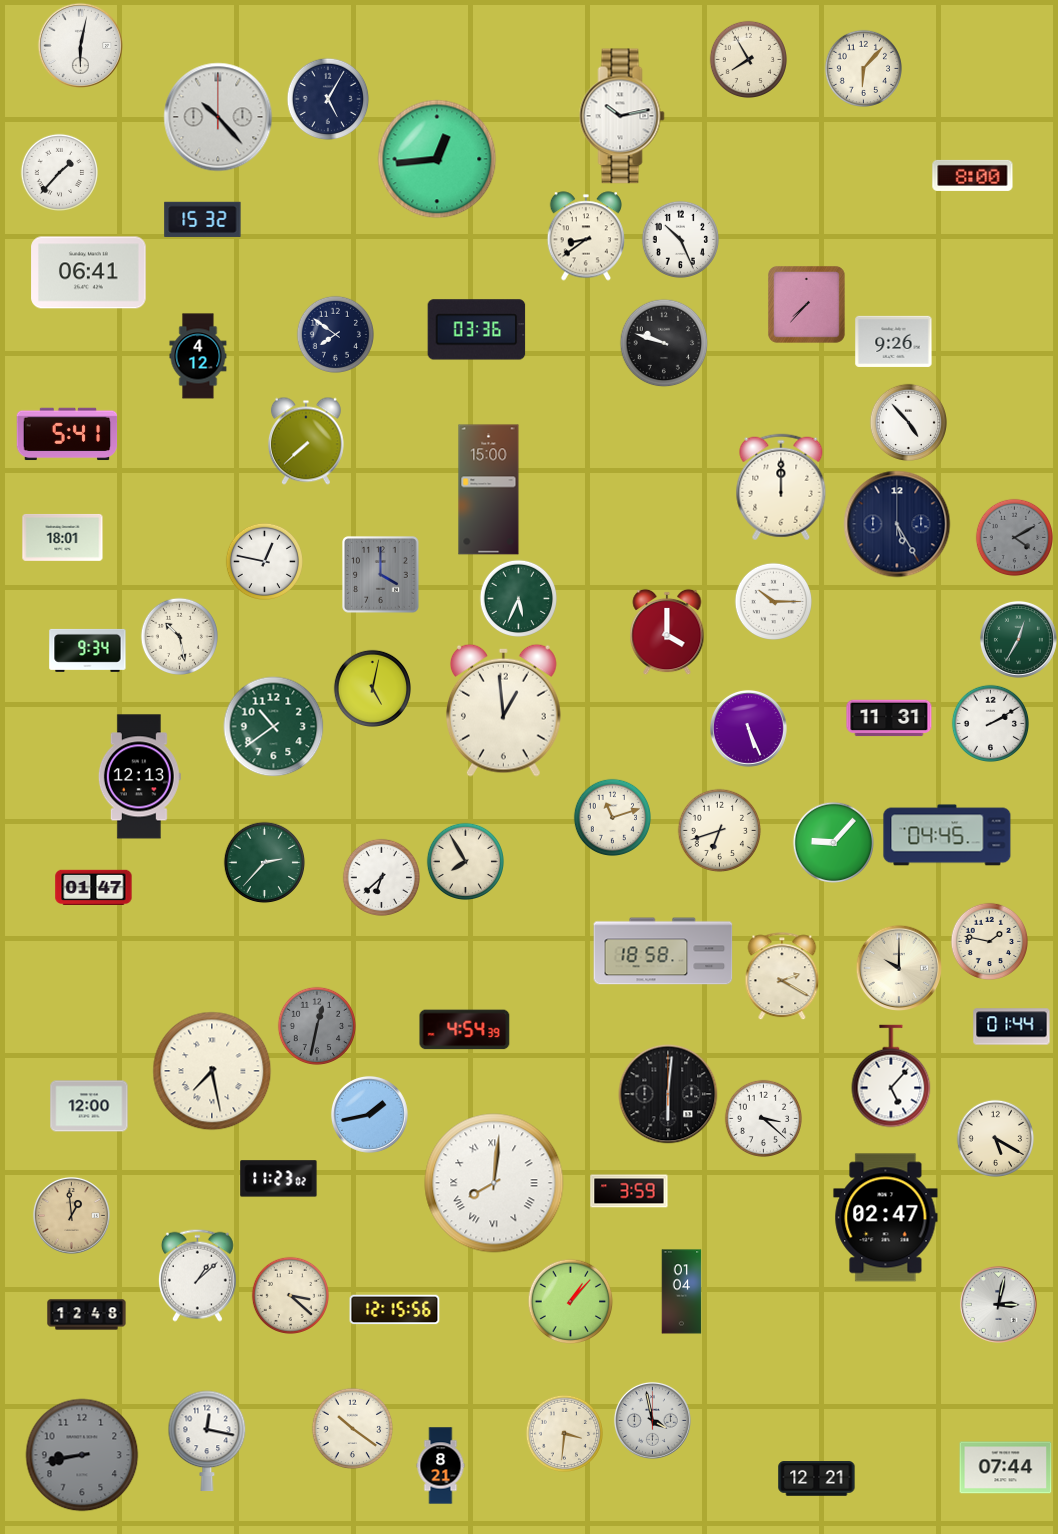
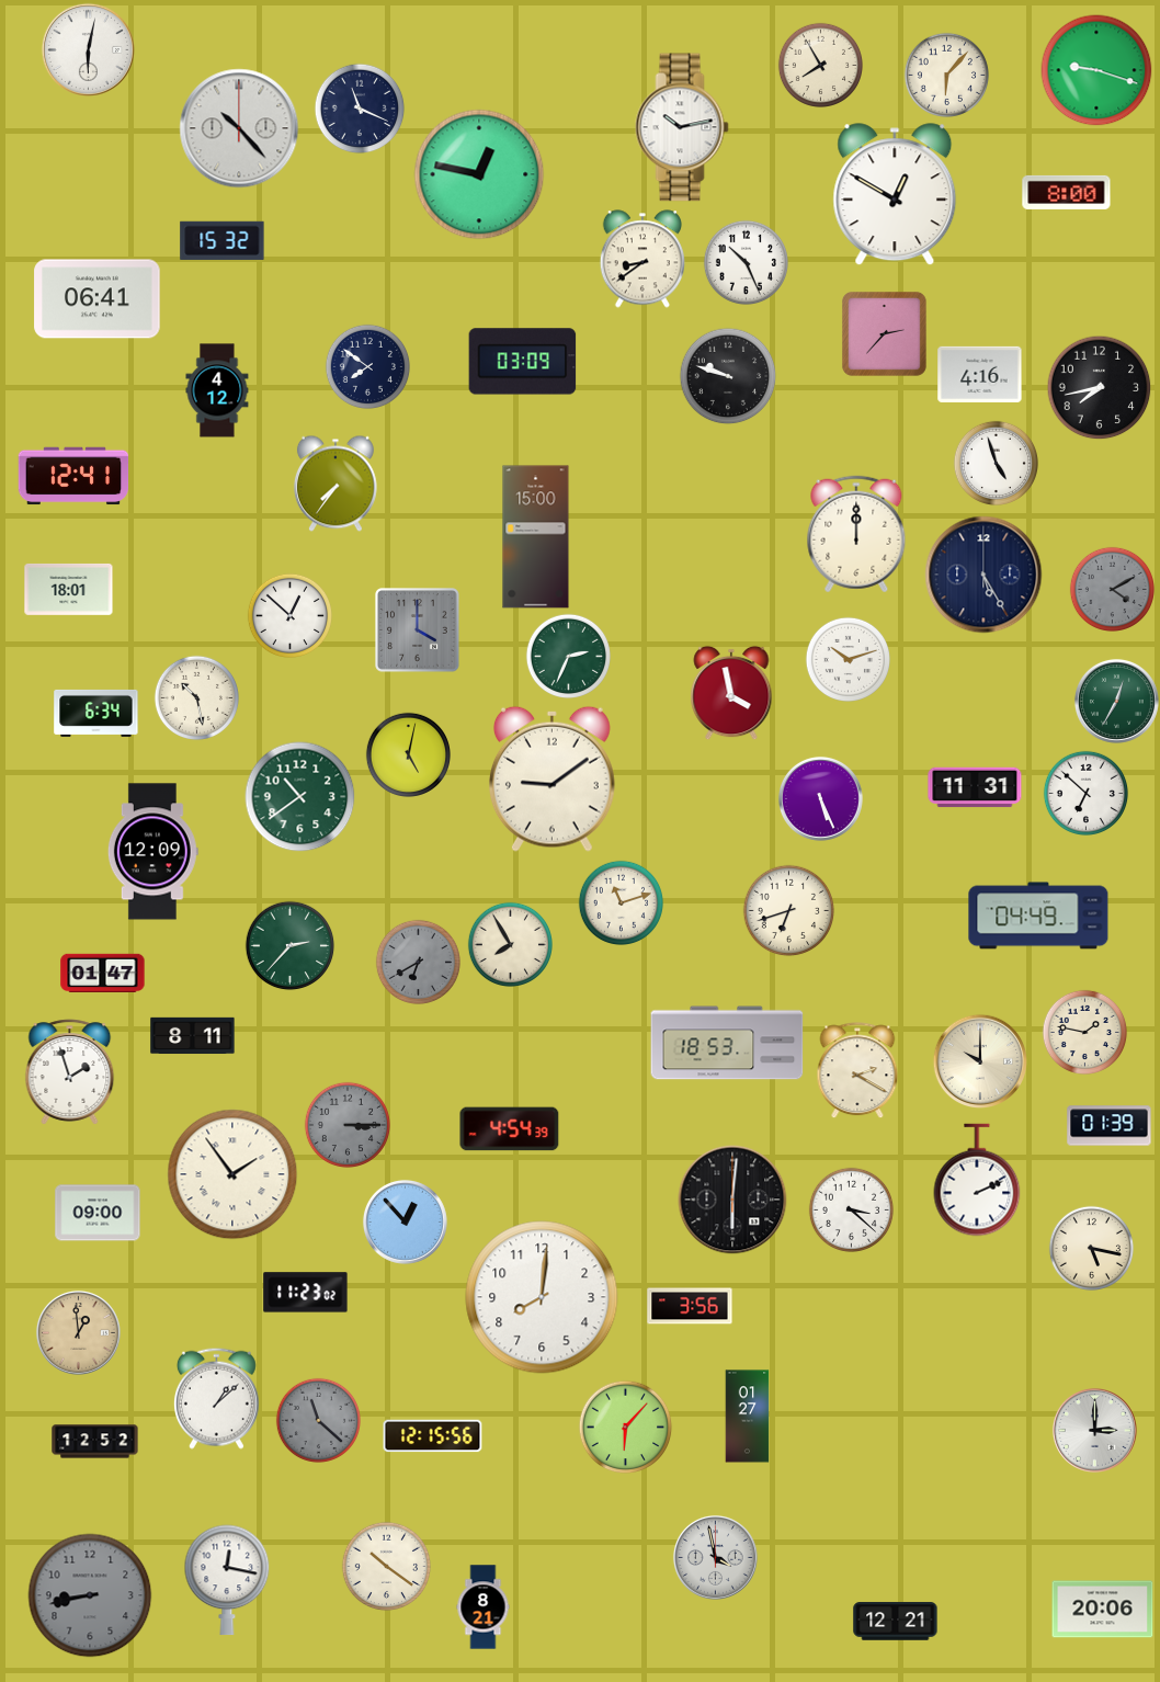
clock at (1096, 70): none -> 9:18
clock at (328, 99): 5:05 -> 11:19
clock at (437, 159): 12:44 -> 12:47
clock at (59, 172): 1:37 -> none
clock at (895, 195): none -> 12:50
clock at (806, 304): 7:37 -> 2:37
clock at (477, 330): 03:36 -> 03:09
clock at (894, 341): 9:26 -> 4:16
clock at (1099, 387): none -> 7:43
clock at (908, 422): 4:53 -> 4:57
clock at (67, 434): 5:41 -> 12:41
clock at (306, 441): 7:38 -> 7:36
clock at (264, 561): 12:47 -> 12:52
clock at (518, 598): 5:34 -> 2:34
clock at (773, 601): 10:15 -> 10:12
clock at (667, 632): 4:00 -> 3:58
clock at (88, 650): 9:34 -> 6:34
clock at (503, 710): 12:59 -> 9:09
clock at (990, 723): 2:10 -> 6:52
clock at (139, 777): 12:13 -> 12:09
clock at (612, 817) position: (612, 817) -> (621, 902)
clock at (947, 835): 04:45 -> 04:49
clock at (833, 842): 9:07 -> none
clock at (381, 877): 6:38 -> 6:40
clock at (381, 877) dial: white -> grey
clock at (193, 1036): none -> 8:11
clock at (663, 951): 18:58 -> 18:53
clock at (898, 967) position: (898, 967) -> (979, 1060)
clock at (70, 1072): none -> 1:57
clock at (316, 1025): 12:32 -> 3:15
clock at (1012, 1027): 01:44 -> 01:39
clock at (212, 1071): 7:28 -> 1:54
clock at (891, 1076): 5:07 -> 2:11
clock at (89, 1106): 12:00 -> 09:00
clock at (369, 1114): 1:43 -> 12:53
clock at (763, 1118) position: (763, 1118) -> (851, 1209)
clock at (995, 1138): 5:20 -> 5:17
clock at (494, 1183) numerals: Roman -> Arabic
clock at (629, 1191): 3:59 -> 3:56
clock at (886, 1218): 02:47 -> none
clock at (682, 1292): 01:04 -> 01:27
clock at (290, 1295): 3:22 -> 11:22
clock at (290, 1295) dial: cream -> grey
clock at (570, 1301): 1:07 -> 6:07
clock at (998, 1304): 3:02 -> 3:00
clock at (87, 1315): 12:48 -> 12:52
clock at (564, 1433): 3:31 -> none
clock at (1006, 1468): 07:44 -> 20:06
